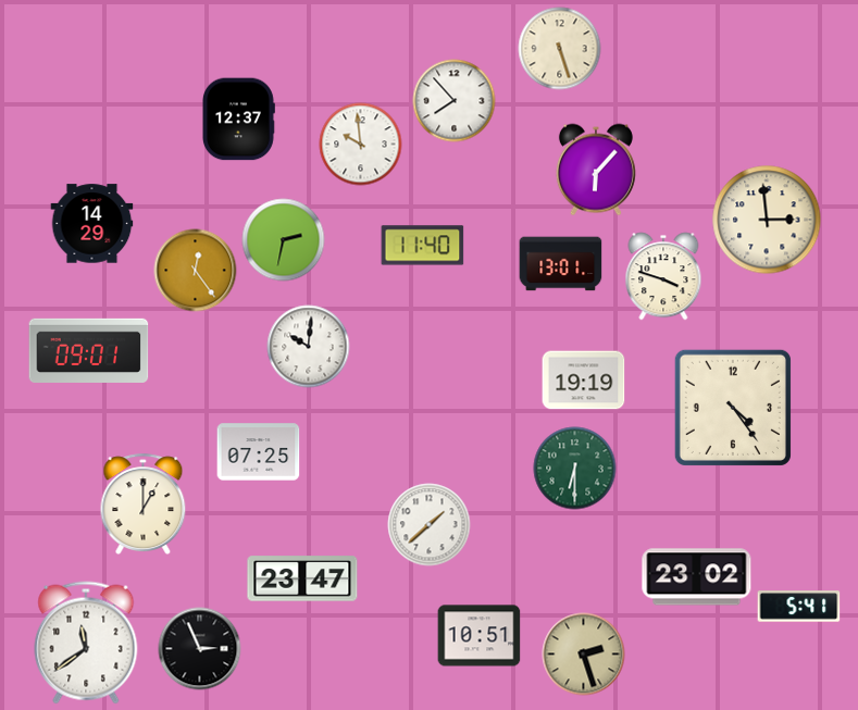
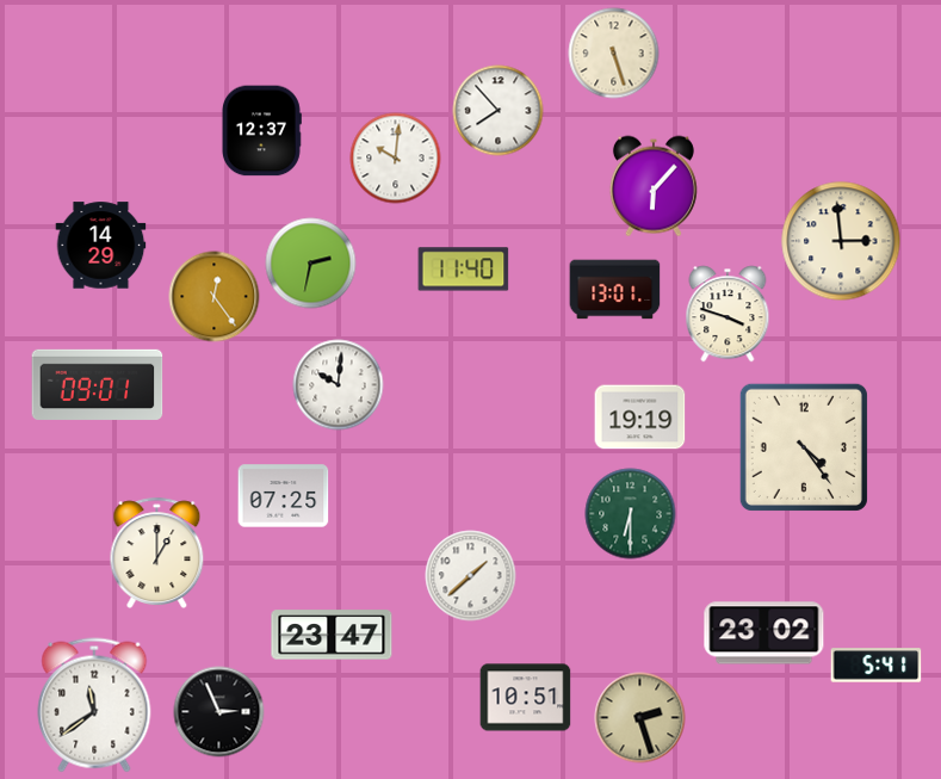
clock at (361, 145): 9:59 -> 10:01
clock at (663, 276) position: (663, 276) -> (728, 314)
clock at (309, 347) position: (309, 347) -> (339, 385)
